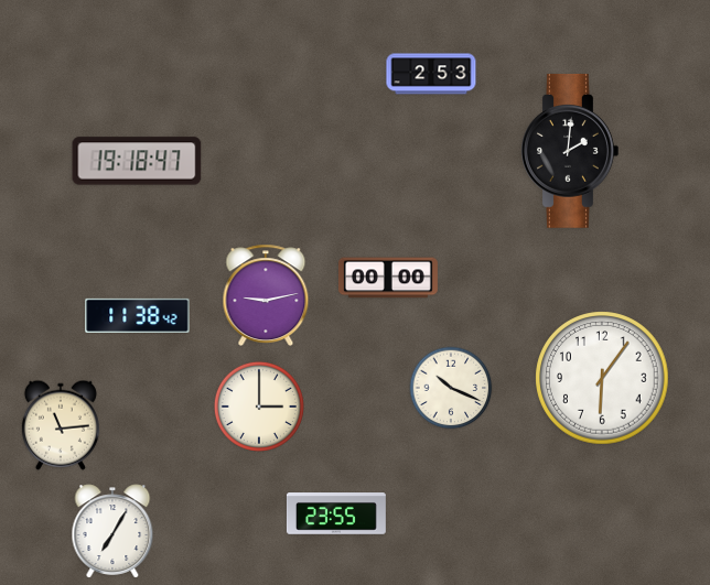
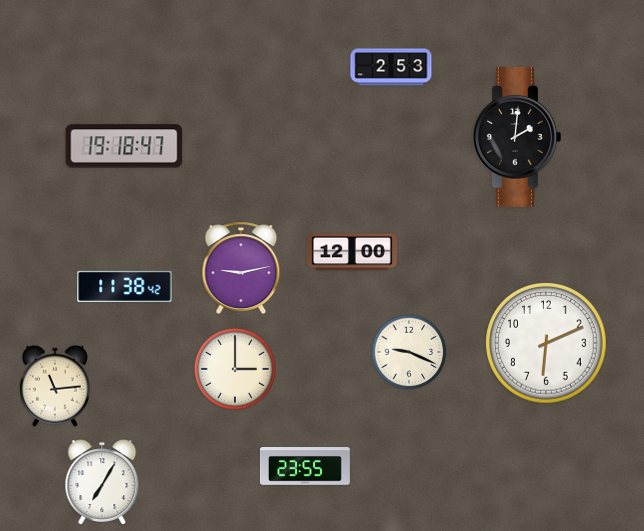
clock at (388, 278): 00:00 -> 12:00
clock at (602, 378): 6:06 -> 6:11
clock at (451, 388): 10:19 -> 9:19
